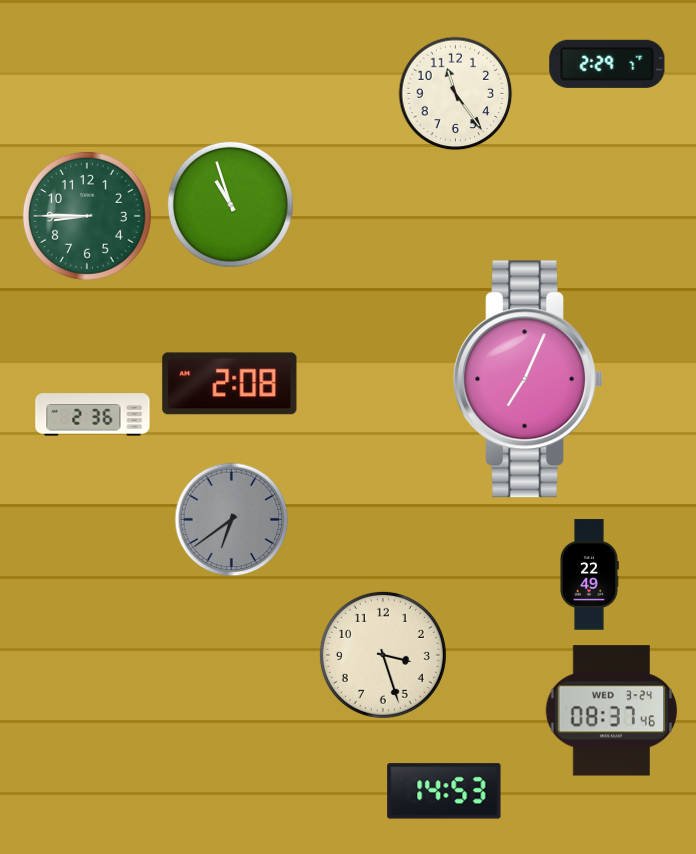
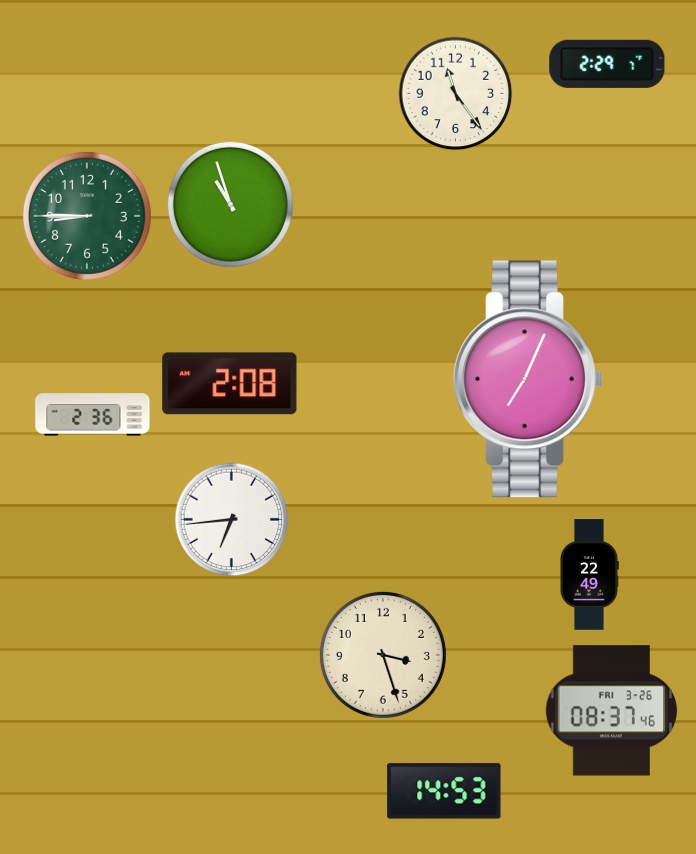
clock at (232, 520): 6:39 -> 6:44
clock at (232, 520) dial: grey -> white
clock at (612, 711) date: WED 3-24 -> FRI 3-26
